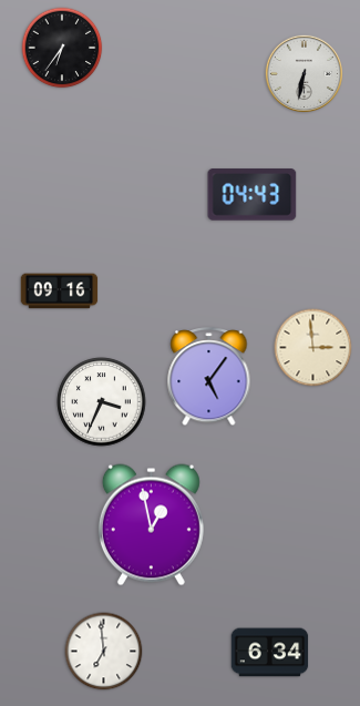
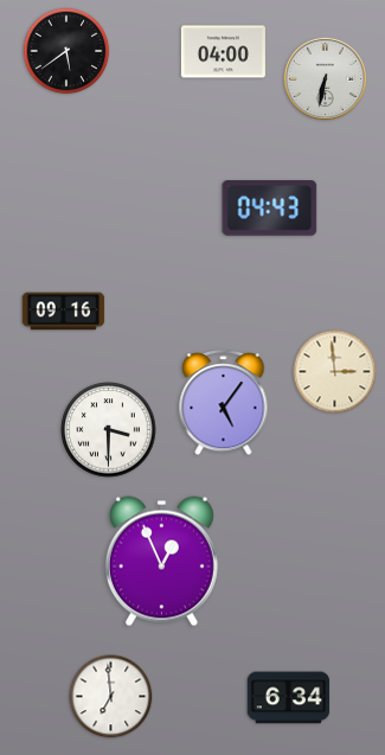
clock at (62, 48): 6:36 -> 5:39
clock at (223, 52): none -> 04:00
clock at (102, 402): 3:34 -> 3:30
clock at (151, 525): 12:58 -> 12:56
